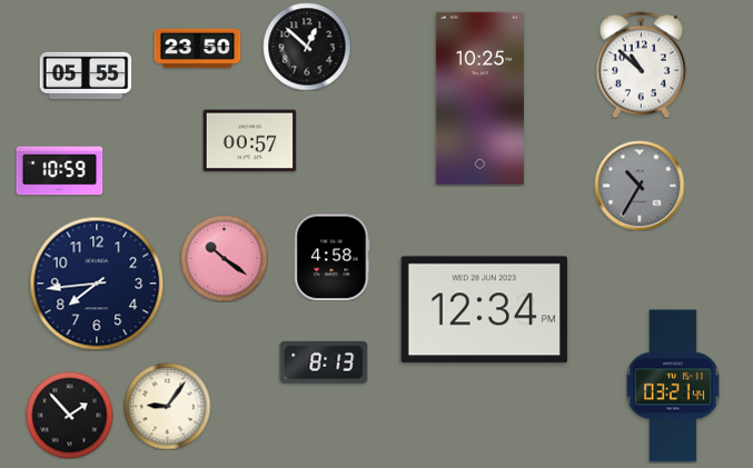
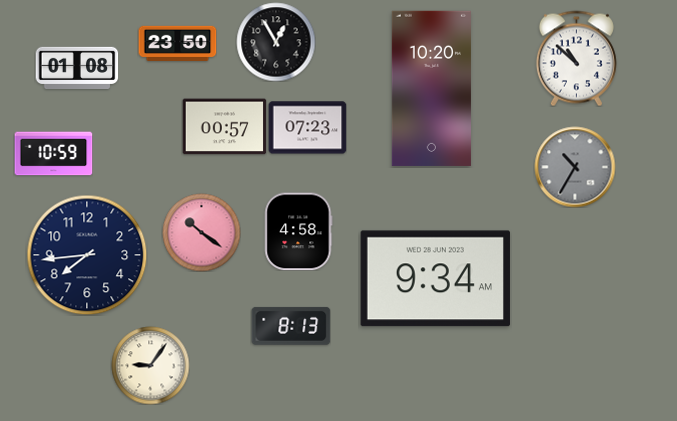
clock at (307, 47): 12:52 -> 12:55
clock at (86, 74): 05:55 -> 01:08
clock at (479, 98): 10:25 -> 10:20
clock at (307, 128): none -> 07:23
clock at (484, 310): 12:34 -> 9:34
clock at (673, 386): 03:21 -> none
clock at (69, 415): 1:53 -> none
